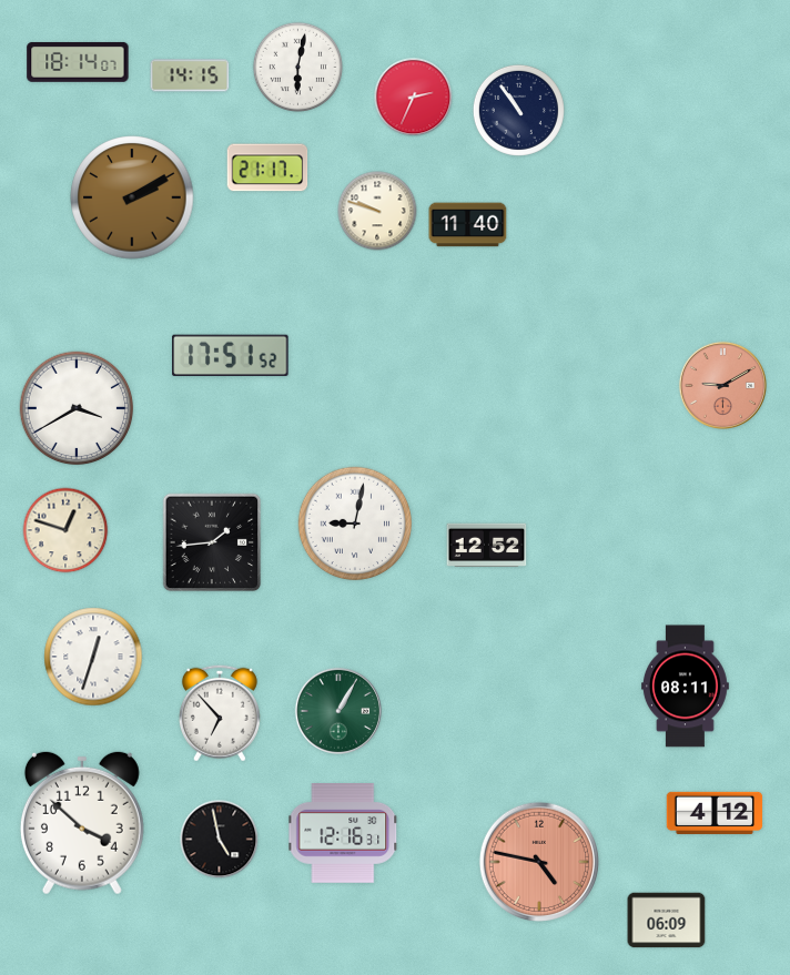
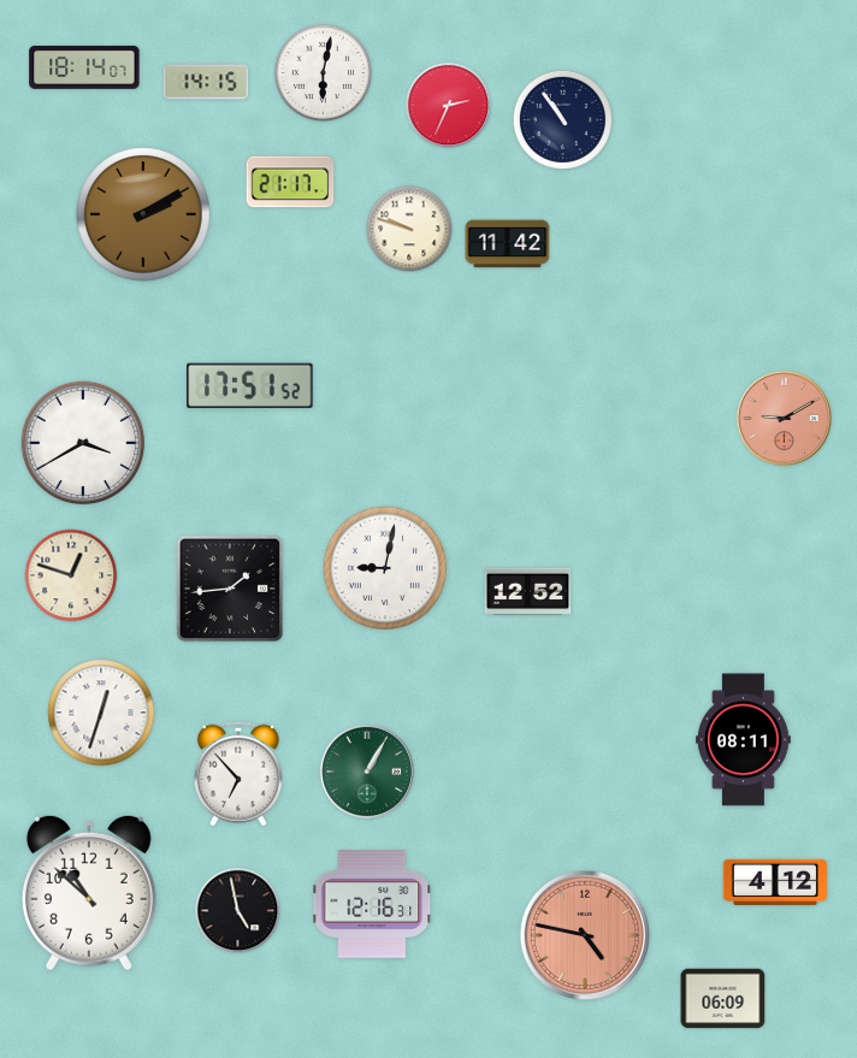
clock at (468, 225): 11:40 -> 11:42
clock at (685, 687) position: (685, 687) -> (743, 740)
clock at (82, 823): 3:52 -> 10:52
